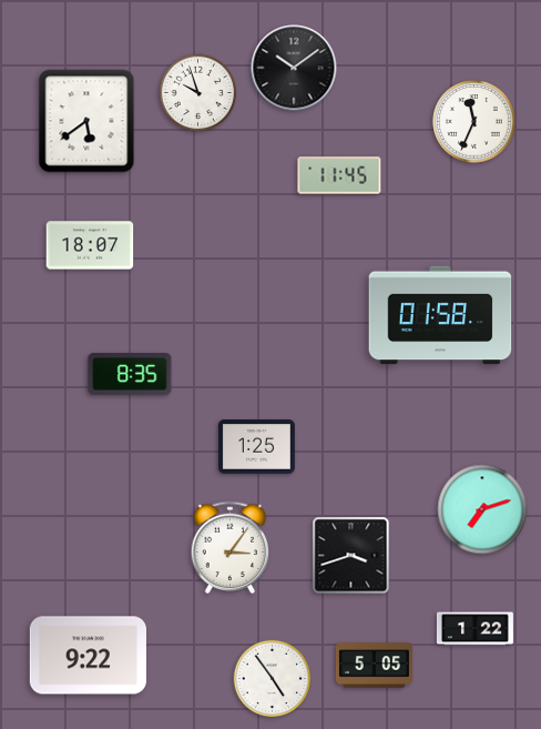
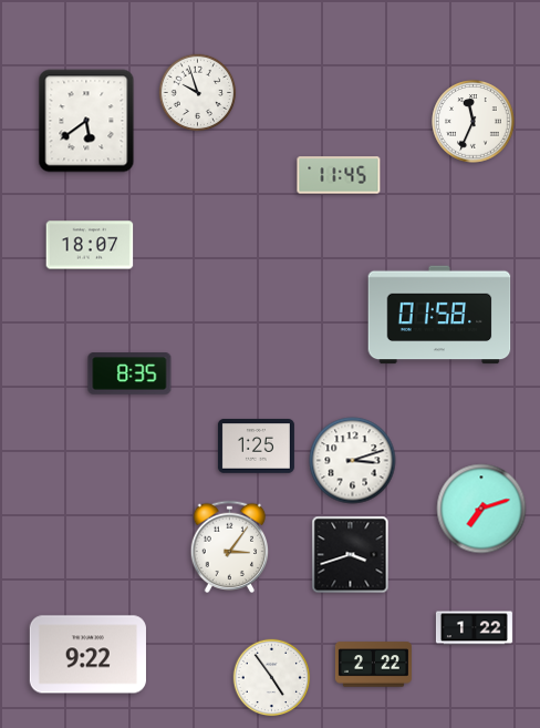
clock at (294, 68): 10:09 -> none
clock at (353, 461): none -> 3:12
clock at (374, 666): 5:05 -> 2:22
